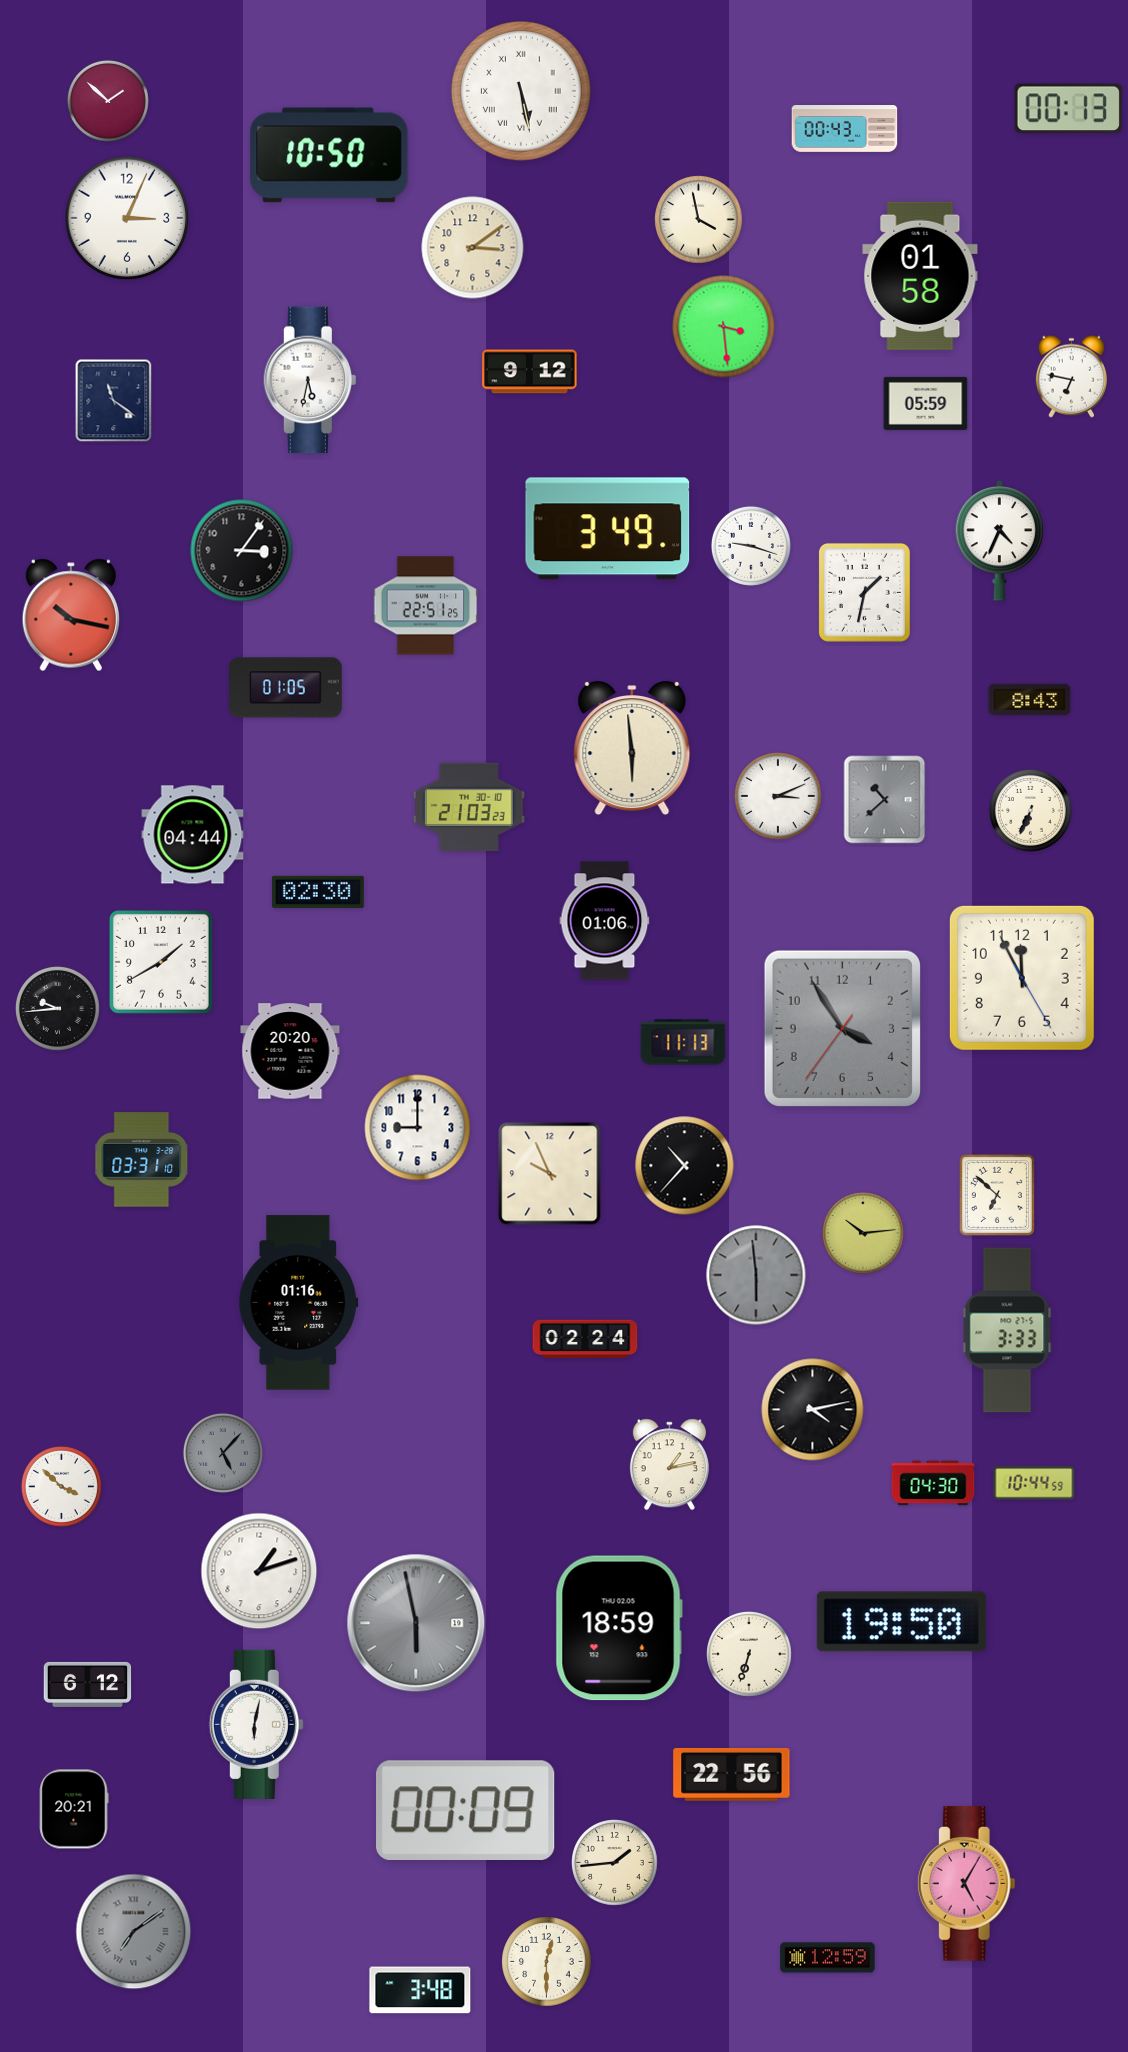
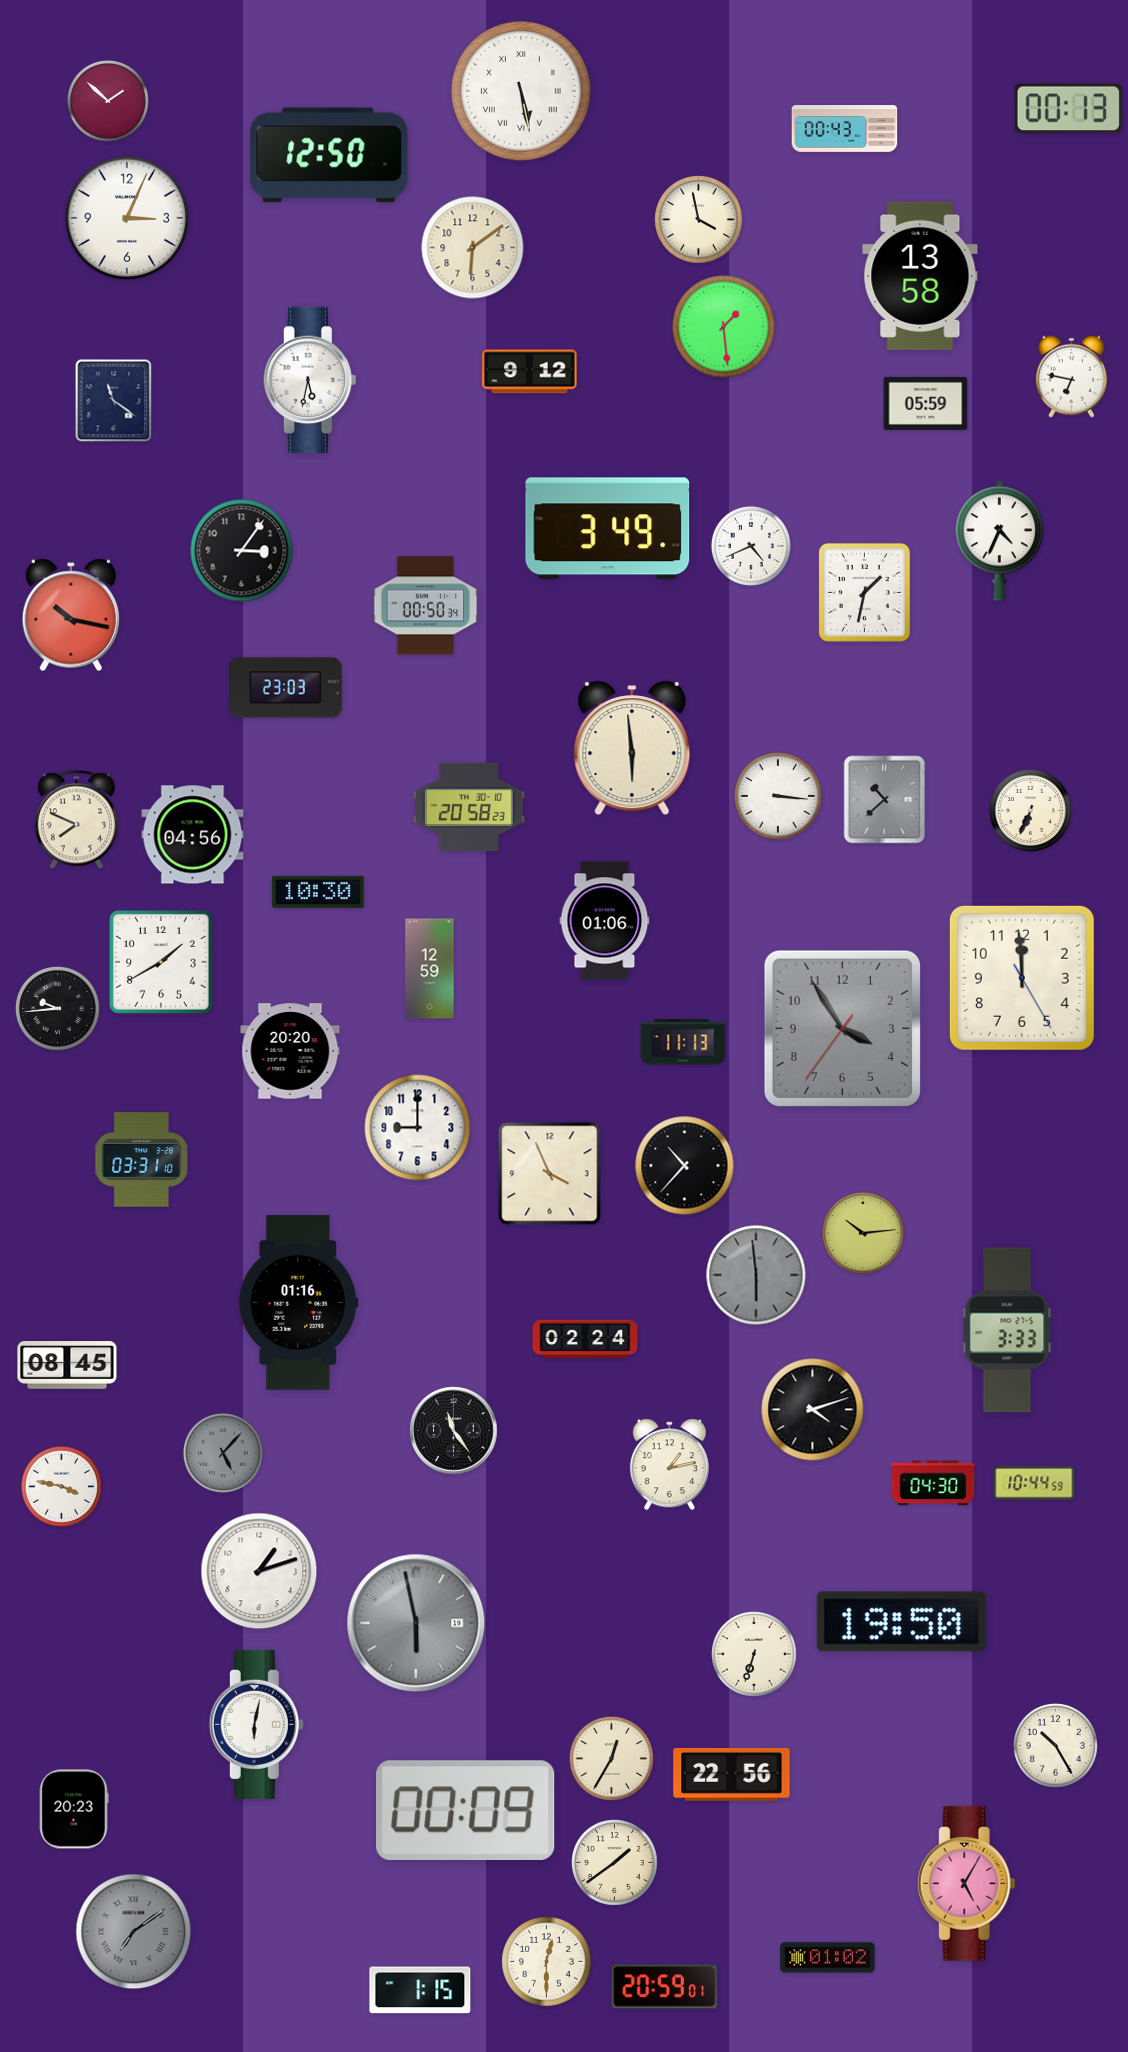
clock at (329, 155): 10:50 -> 12:50
clock at (473, 248): 3:09 -> 6:09
clock at (920, 276): 01:58 -> 13:58
clock at (724, 327): 3:29 -> 1:29
clock at (751, 546): 9:18 -> 4:41
clock at (426, 606): 22:51 -> 00:50
clock at (286, 688): 01:05 -> 23:03
clock at (1030, 700): 8:43 -> none
clock at (778, 796): 3:11 -> 3:16
clock at (469, 807): 21:03 -> 20:58
clock at (76, 820): none -> 7:49
clock at (193, 835): 04:44 -> 04:56
clock at (318, 892): 02:30 -> 10:30
clock at (430, 969): none -> 12:59
clock at (1022, 978): 11:55 -> 11:59
clock at (550, 1174): 9:56 -> 3:56
clock at (997, 1195): 6:52 -> none
clock at (67, 1365): none -> 08:45
clock at (813, 1410): 4:13 -> 4:12
clock at (454, 1431): none -> 11:24
clock at (61, 1486): 3:52 -> 3:47
clock at (619, 1628): 18:59 -> none
clock at (750, 1655) position: (750, 1655) -> (755, 1655)
clock at (88, 1684): 6:12 -> none
clock at (1055, 1745): none -> 10:25
clock at (611, 1758): none -> 12:35
clock at (74, 1809): 20:21 -> 20:23
clock at (615, 1863): 1:44 -> 1:39
clock at (828, 1958): 12:59 -> 01:02
clock at (665, 1987): none -> 20:59
clock at (420, 1990): 3:48 -> 1:15
